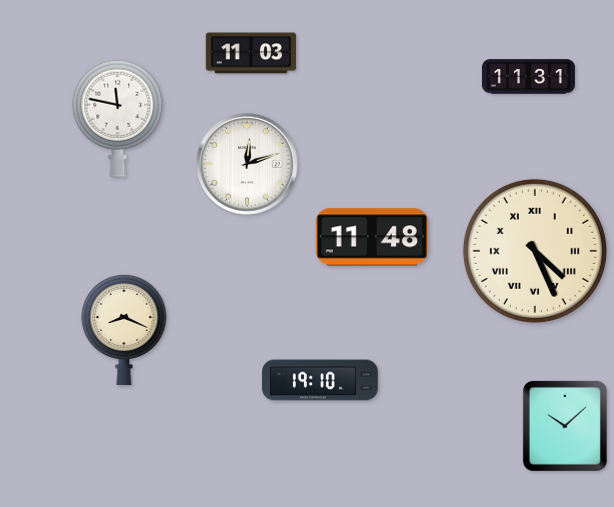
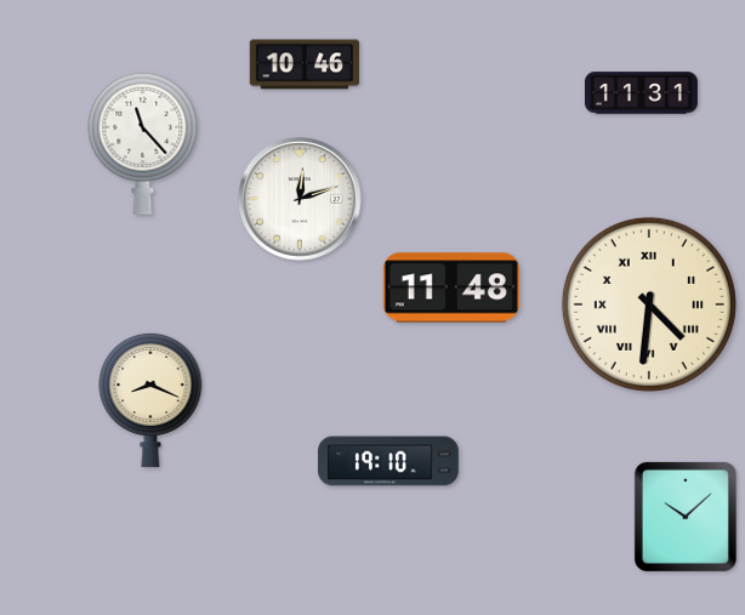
clock at (251, 53): 11:03 -> 10:46
clock at (118, 118): 11:47 -> 11:23
clock at (535, 251): 4:26 -> 4:31
